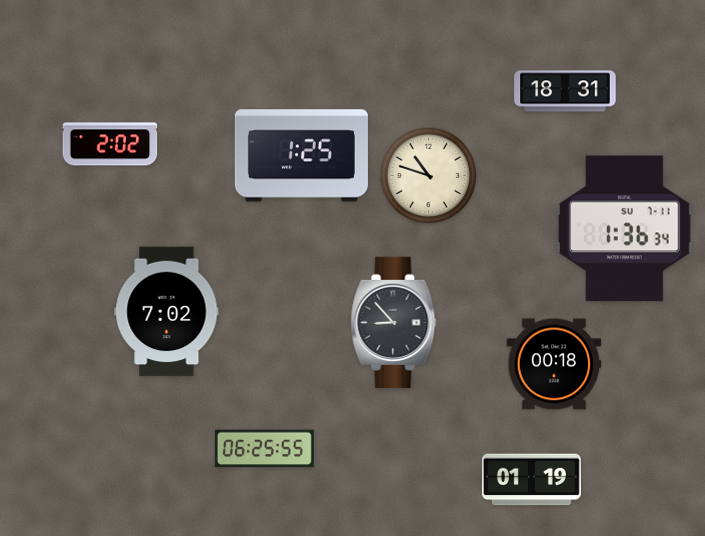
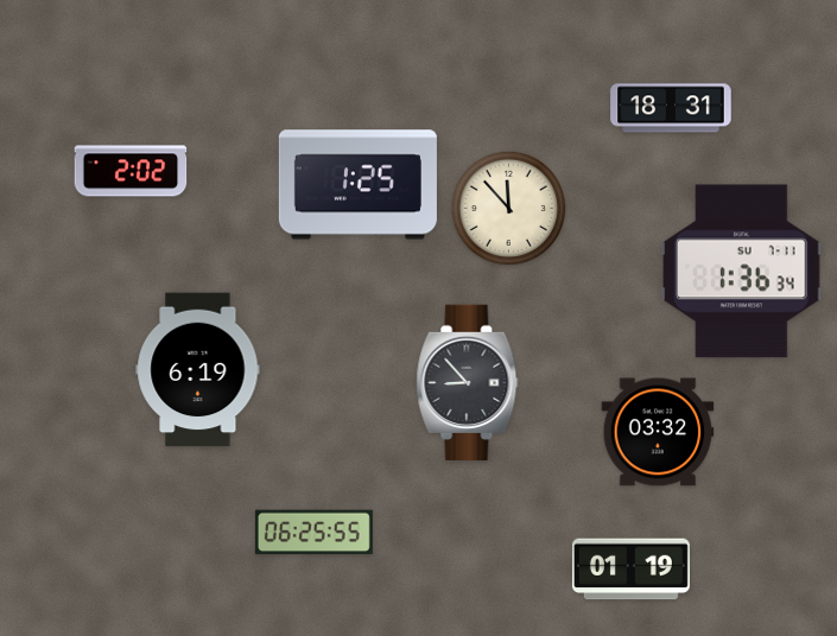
clock at (429, 176): 10:48 -> 11:53
clock at (167, 312): 7:02 -> 6:19
clock at (554, 364): 00:18 -> 03:32
